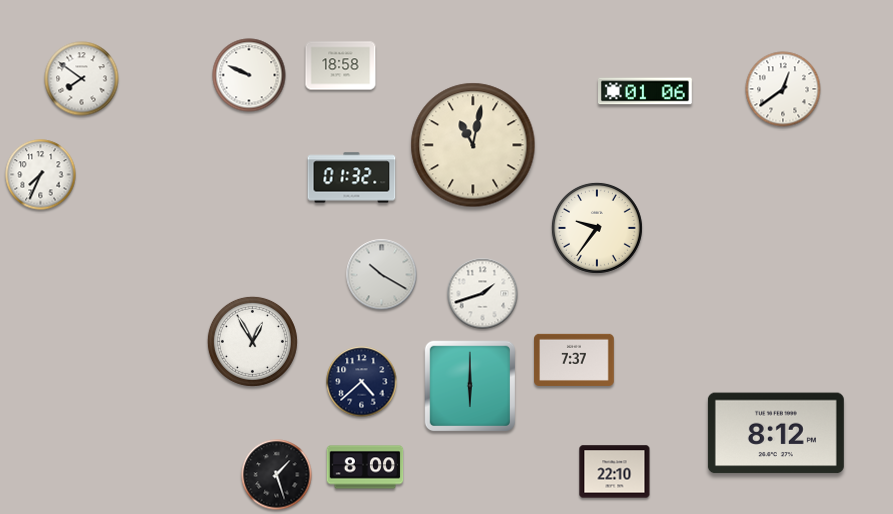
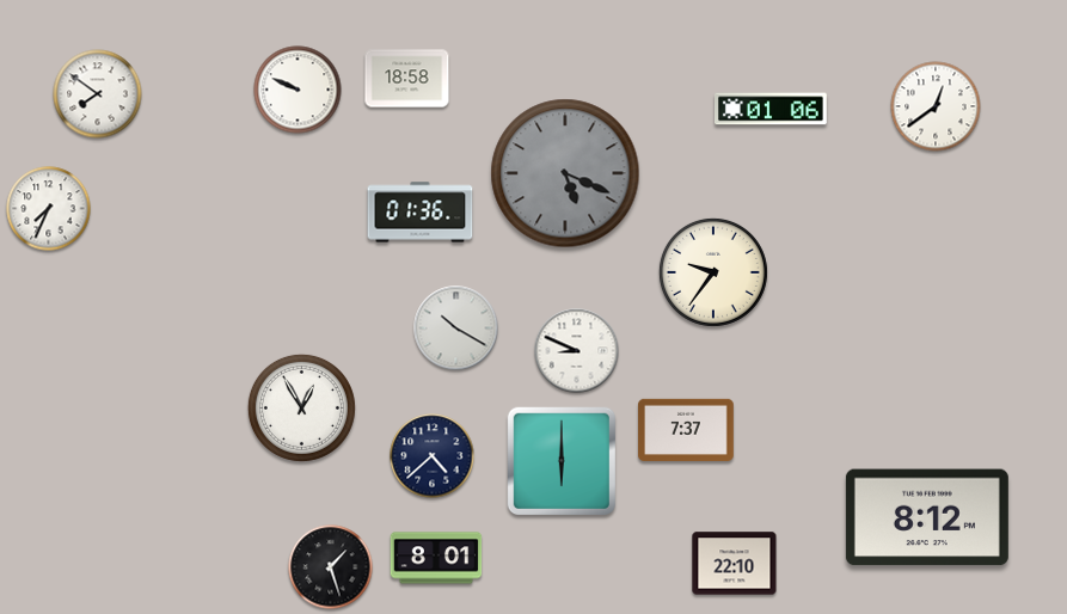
clock at (473, 145): 11:02 -> 5:19
clock at (473, 145) dial: cream -> grey
clock at (352, 178): 01:32 -> 01:36
clock at (483, 294): 1:42 -> 8:49
clock at (365, 467): 8:00 -> 8:01
